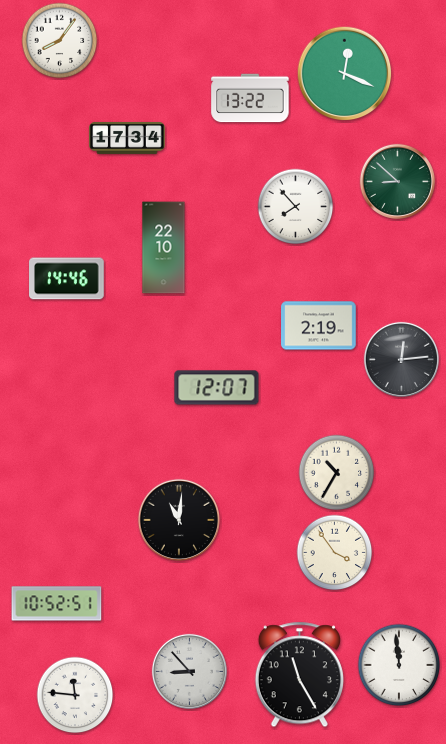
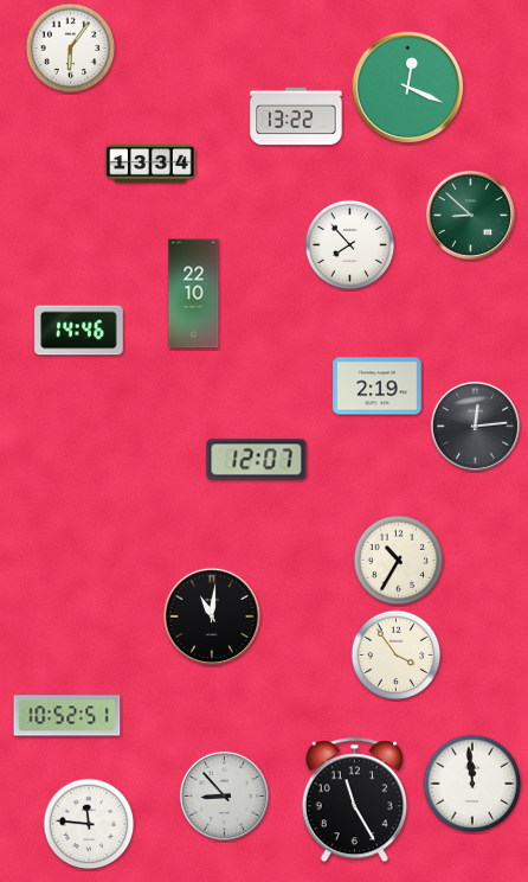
clock at (60, 41): 8:06 -> 6:06
clock at (127, 138): 17:34 -> 13:34
clock at (399, 665) position: (399, 665) -> (472, 784)
